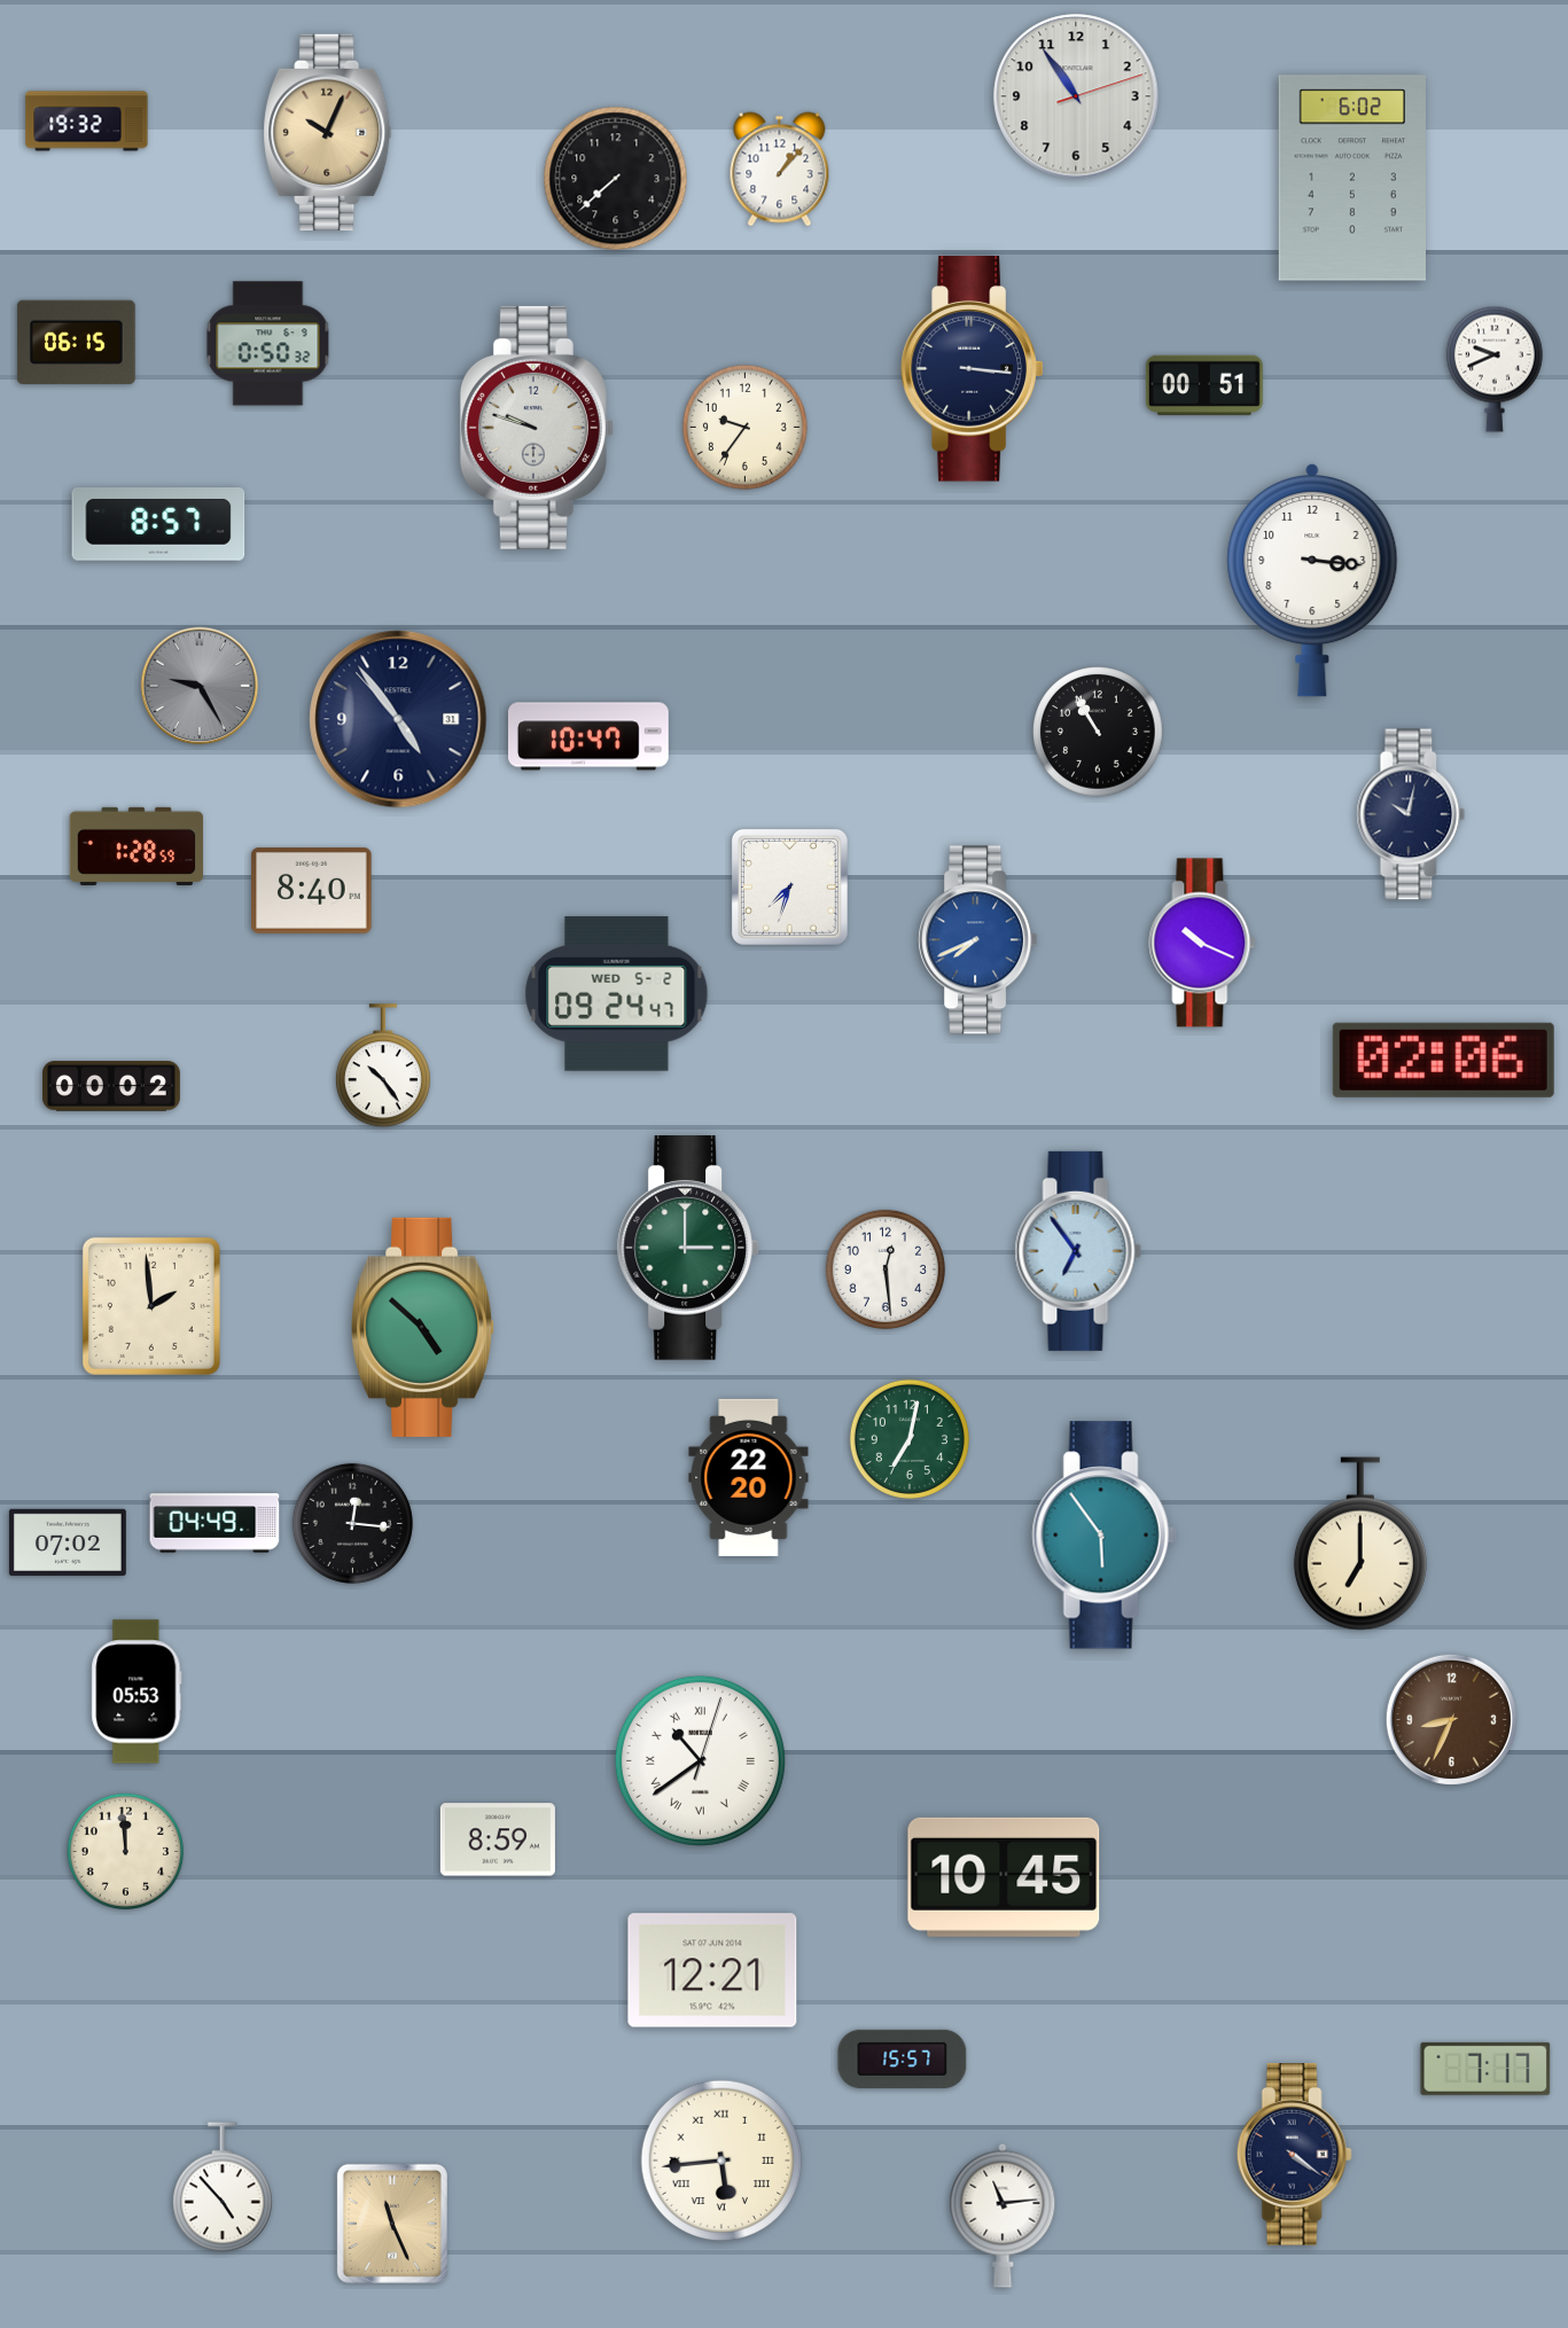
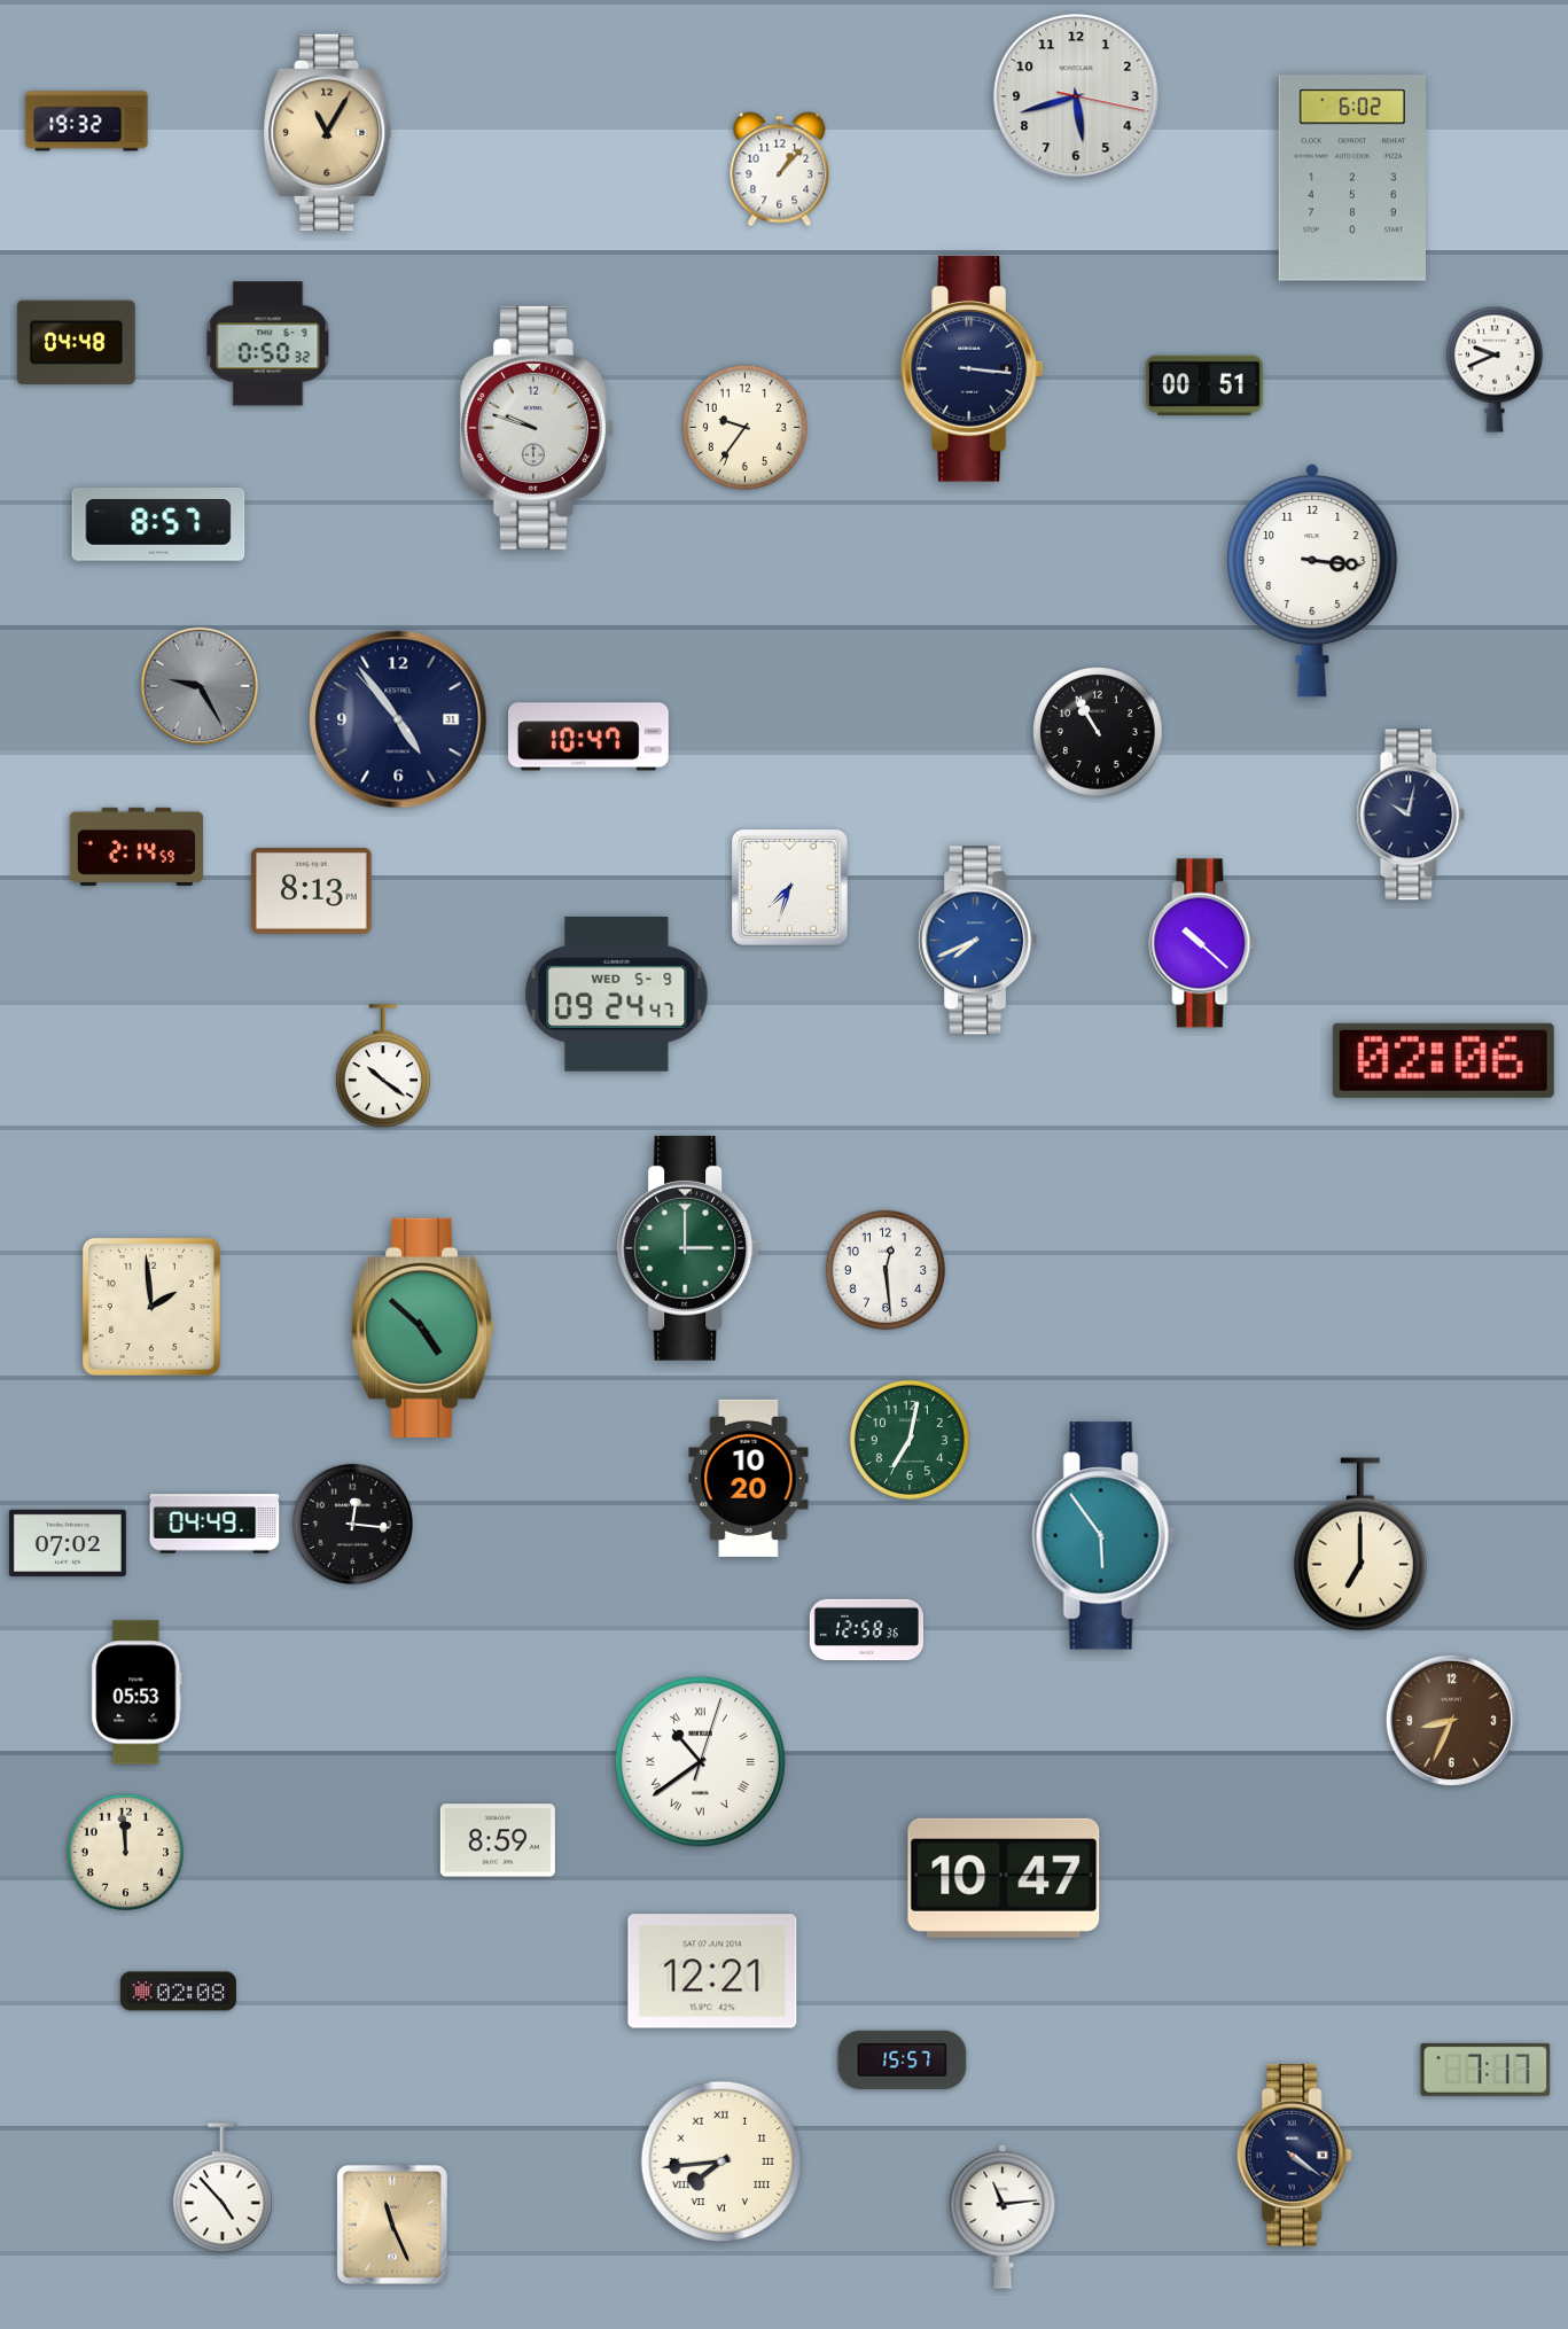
clock at (1076, 96): 10:54 -> 5:42
clock at (328, 132): 10:04 -> 11:05
clock at (616, 179): 7:38 -> none
clock at (76, 342): 06:15 -> 04:48
clock at (136, 846): 1:28 -> 2:14
clock at (312, 890): 8:40 -> 8:13
clock at (1202, 943): 10:19 -> 10:22
clock at (617, 993) date: WED 5-2 -> WED 5-9
clock at (383, 1067): 10:24 -> 10:21
clock at (111, 1086): 00:02 -> none
clock at (1078, 1251): 6:54 -> none
clock at (749, 1477): 22:20 -> 10:20
clock at (866, 1630): none -> 12:58
clock at (1004, 1877): 10:45 -> 10:47
clock at (178, 1992): none -> 02:08
clock at (721, 2161): 5:44 -> 7:44
